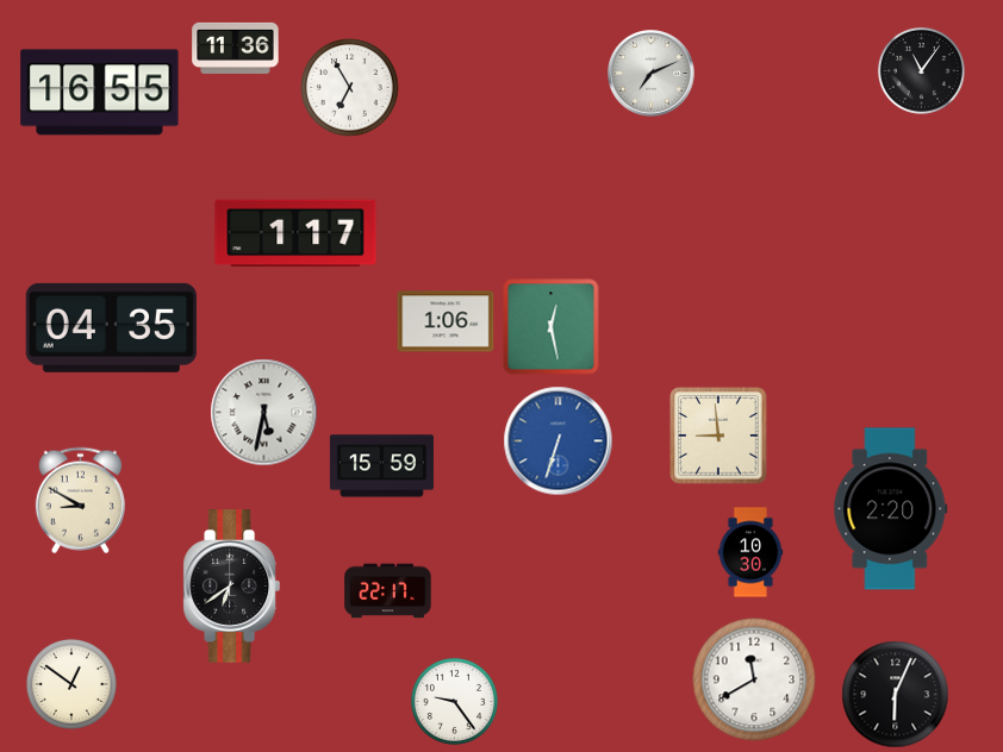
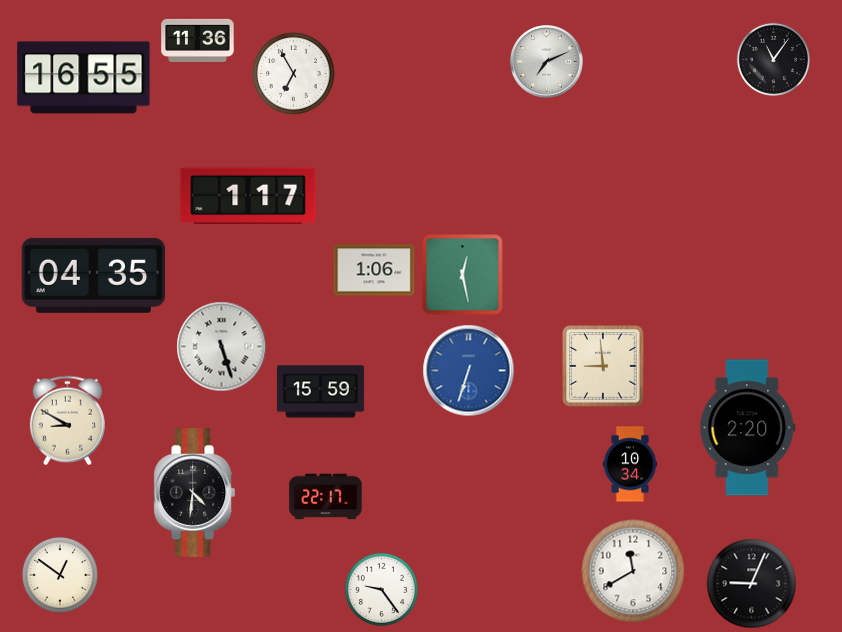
clock at (264, 413): 5:32 -> 5:27
clock at (750, 552): 10:30 -> 10:34
clock at (232, 587): 6:39 -> 4:31
clock at (896, 695): 6:04 -> 9:04
